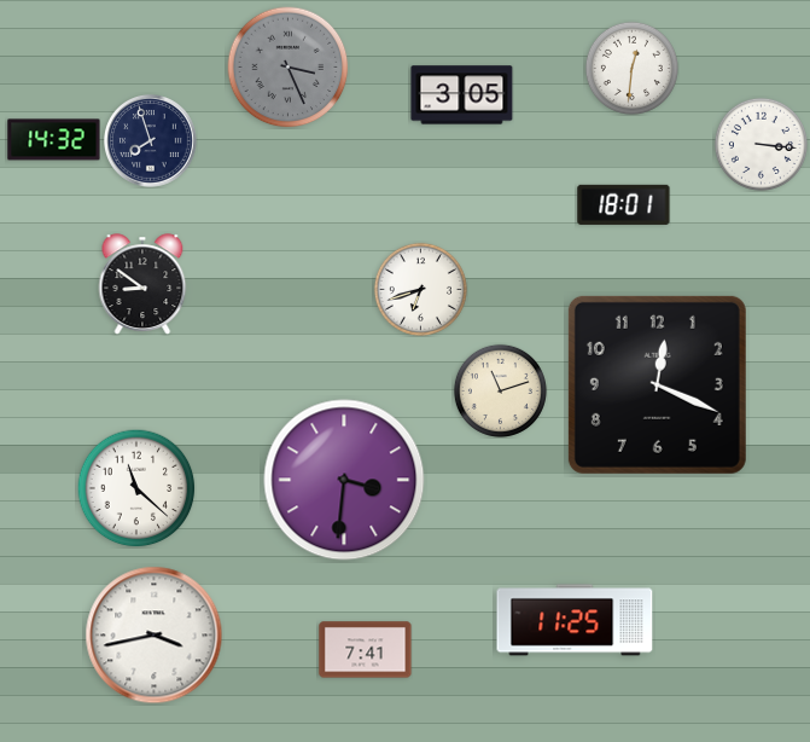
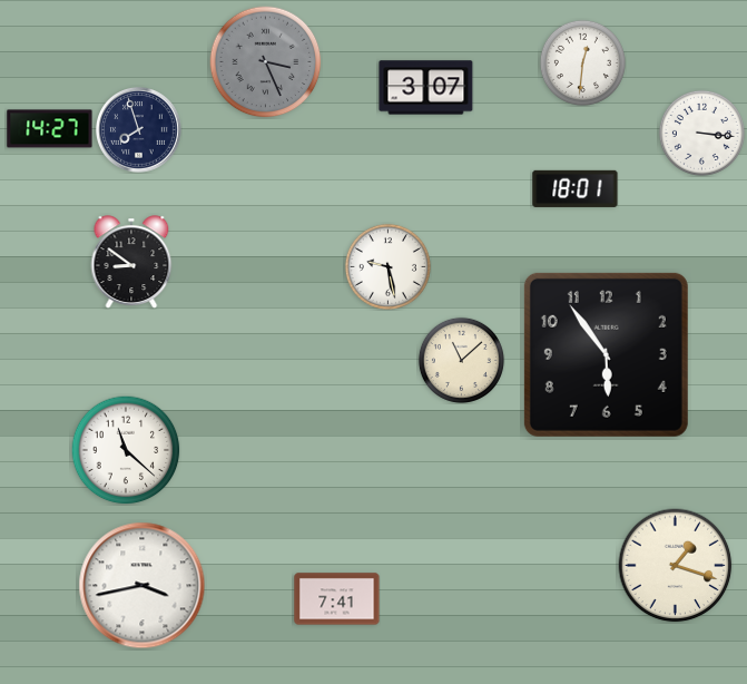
clock at (462, 95): 3:05 -> 3:07
clock at (54, 140): 14:32 -> 14:27
clock at (420, 289): 6:42 -> 9:28
clock at (657, 384): 12:19 -> 5:54
clock at (500, 390): 11:12 -> 11:08
clock at (344, 480): 3:31 -> none
clock at (676, 566): none -> 1:18
clock at (575, 620): 11:25 -> none
